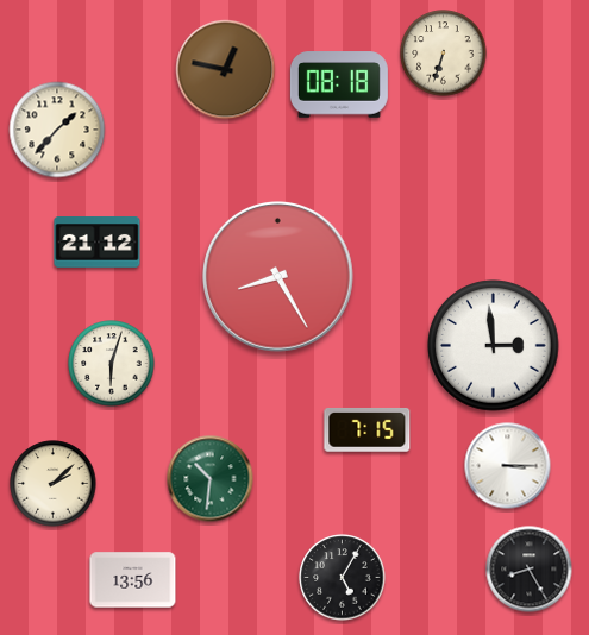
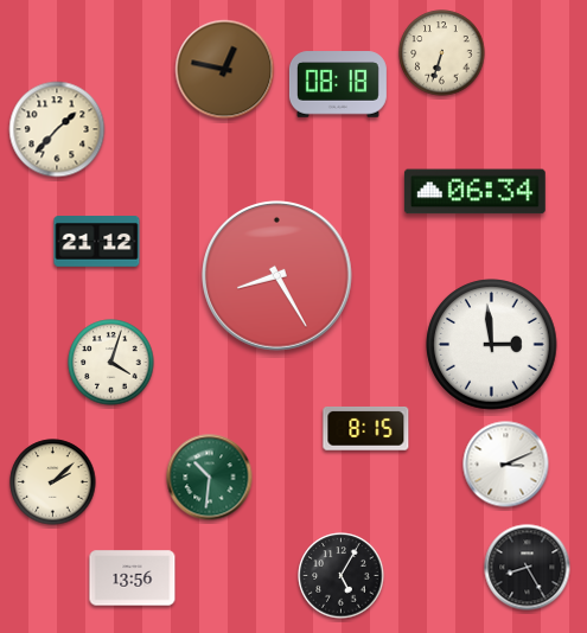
clock at (474, 192): none -> 06:34
clock at (112, 364): 6:03 -> 4:03
clock at (368, 430): 7:15 -> 8:15
clock at (508, 466): 3:15 -> 3:11
